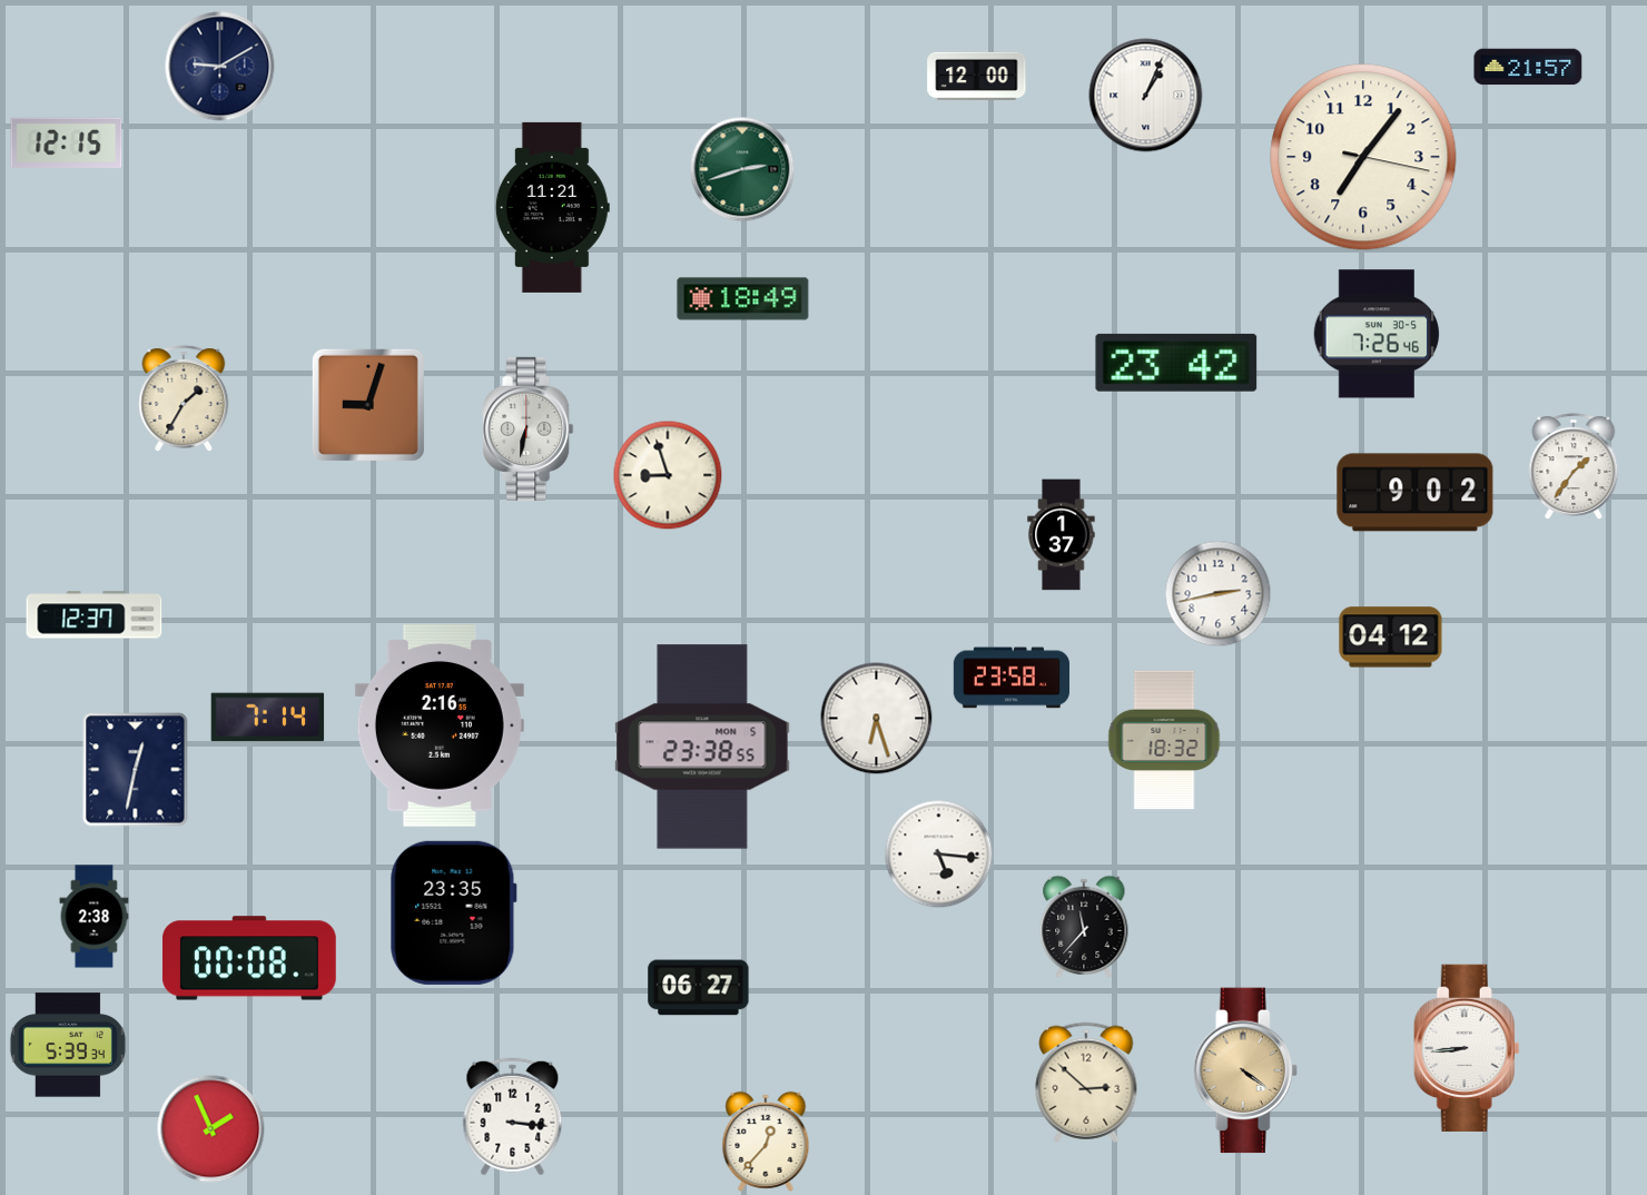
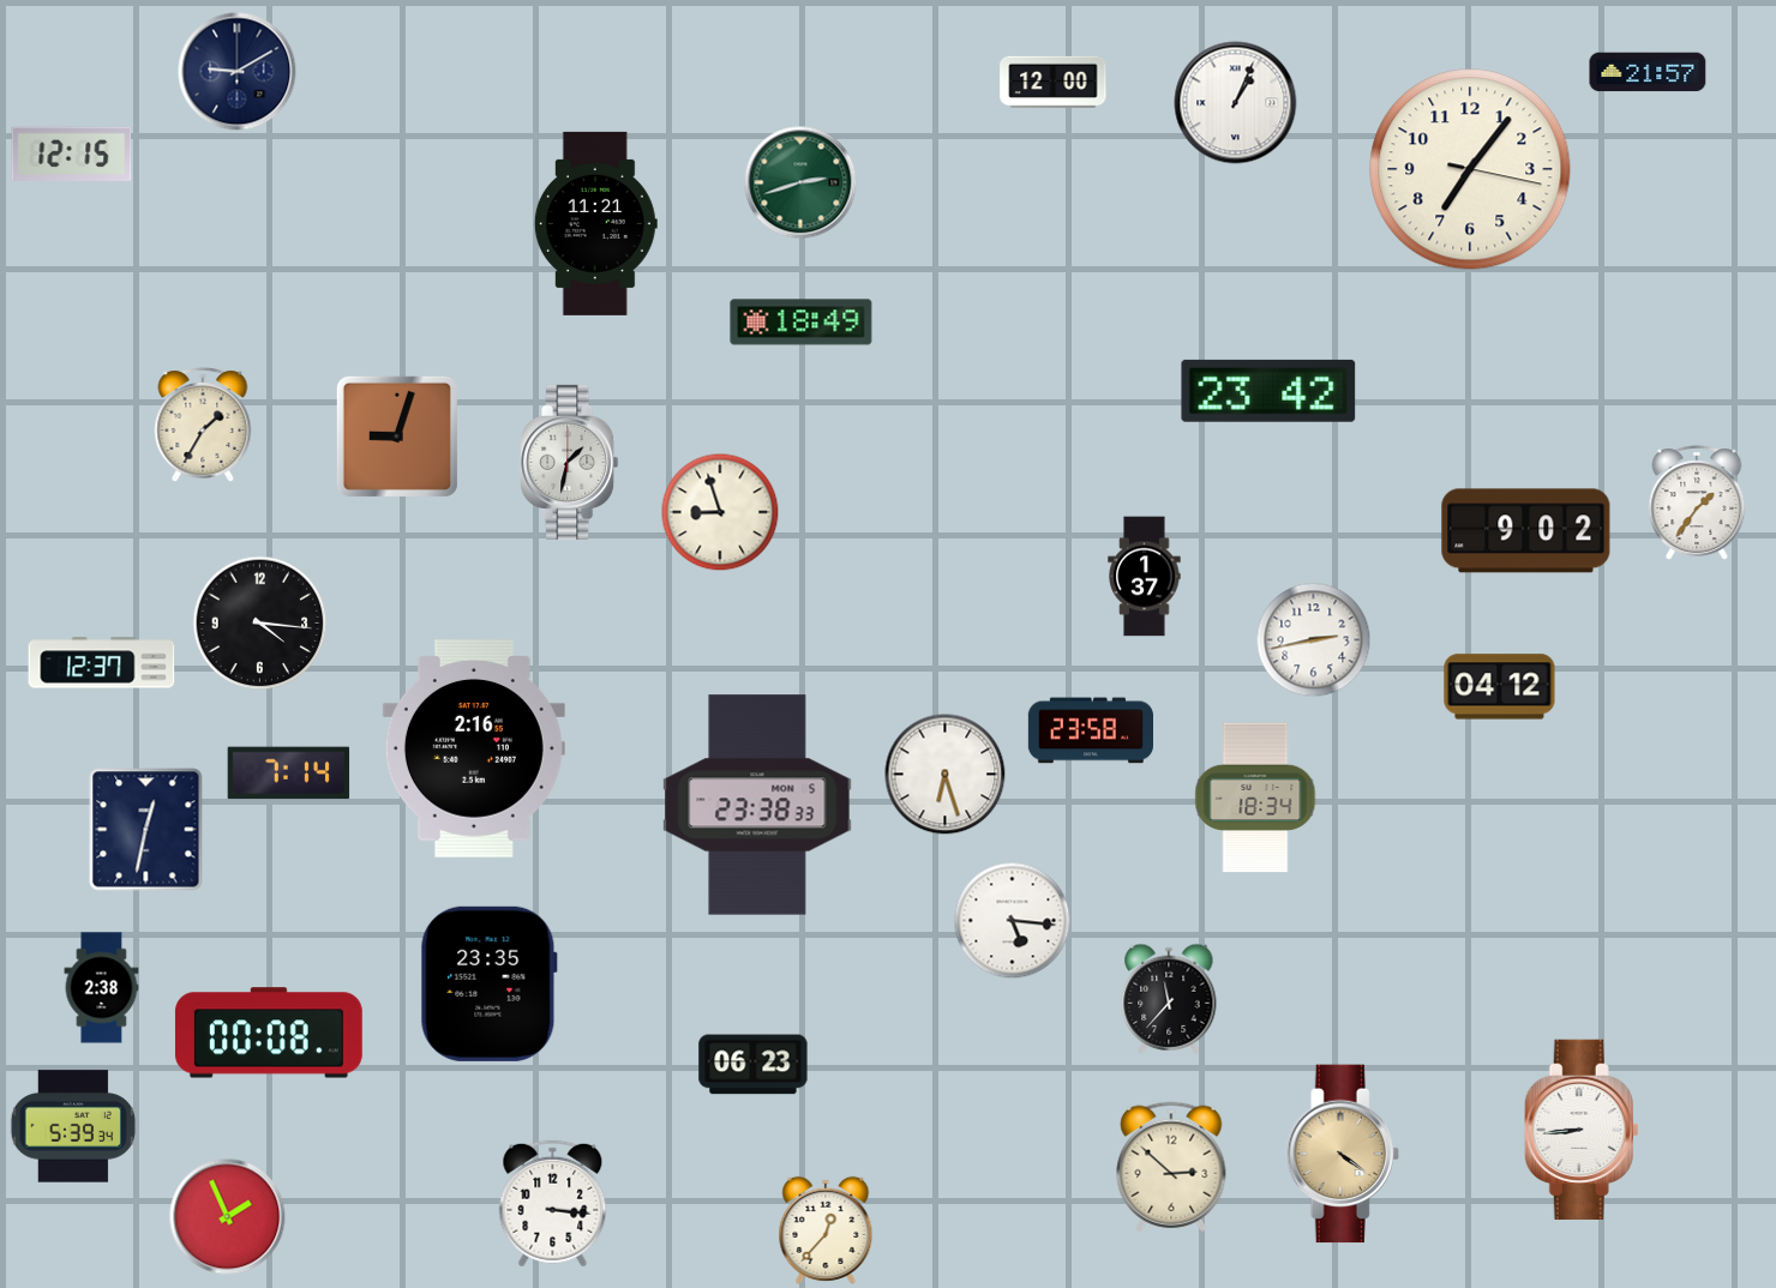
clock at (1375, 334): 7:26 -> none
clock at (184, 398) position: (184, 398) -> (203, 425)
clock at (529, 428): 6:32 -> 1:32
clock at (260, 624): none -> 4:16
clock at (440, 725) position: (440, 725) -> (474, 748)
clock at (1164, 740): 18:32 -> 18:34
clock at (702, 747): 23:38:55 -> 23:38:33
clock at (699, 988): 06:27 -> 06:23
